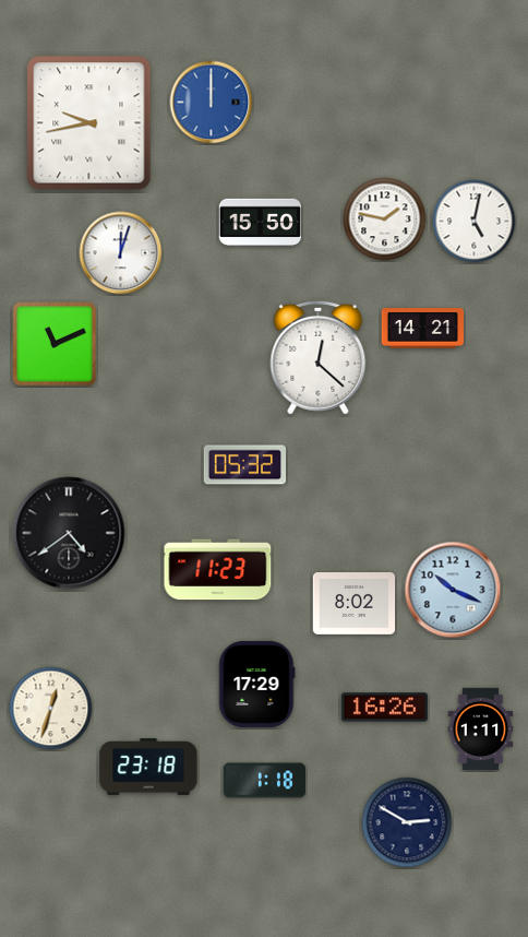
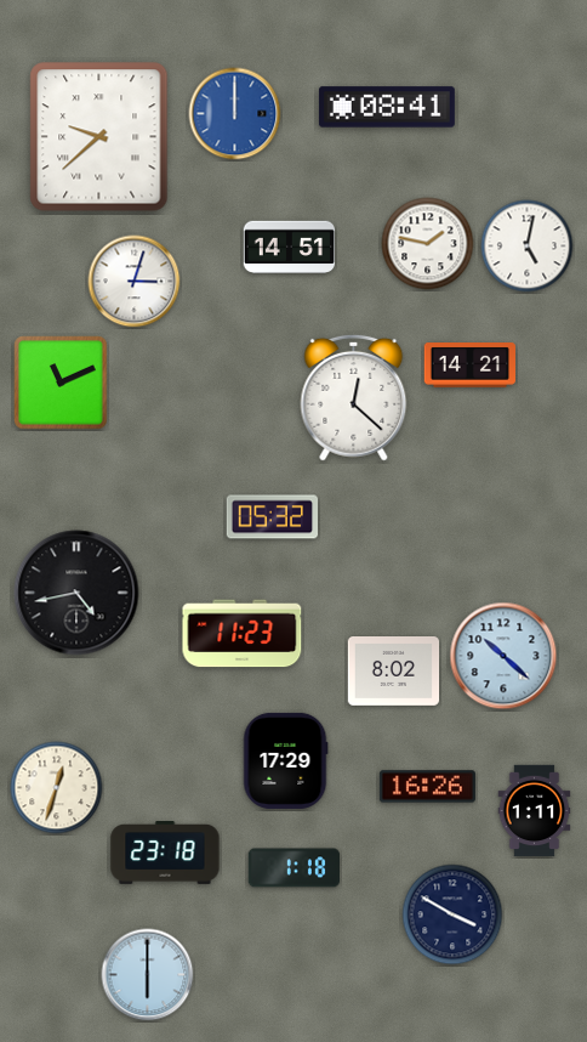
clock at (387, 107): none -> 08:41
clock at (89, 123): 9:43 -> 9:38
clock at (261, 222): 15:50 -> 14:51
clock at (121, 253): 12:03 -> 3:03
clock at (69, 533): 4:39 -> 4:43
clock at (453, 590): 10:19 -> 10:22
clock at (407, 822): 2:50 -> 3:50
clock at (148, 975): none -> 6:00
